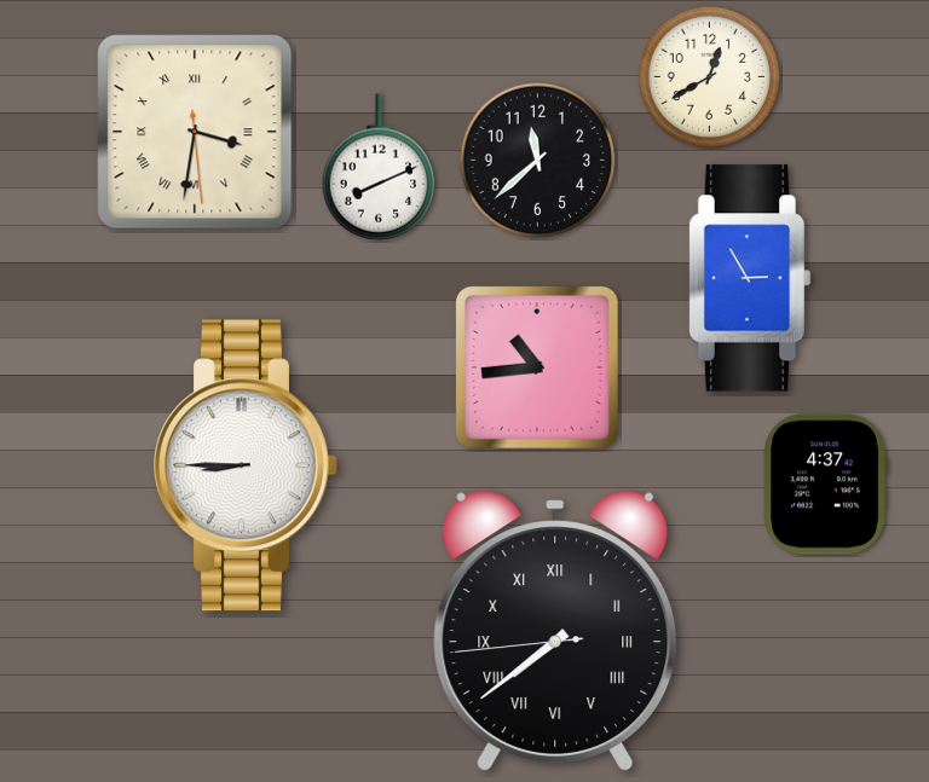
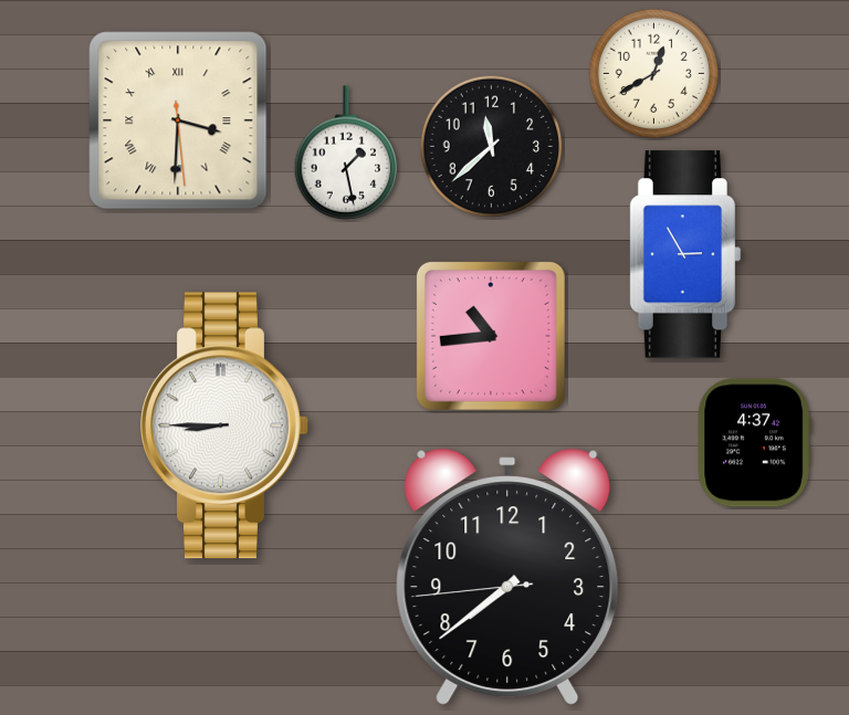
clock at (710, 77) position: (710, 77) -> (654, 74)
clock at (195, 132): 3:31 -> 3:30
clock at (377, 167): 8:11 -> 1:28
clock at (555, 631) numerals: Roman -> Arabic
